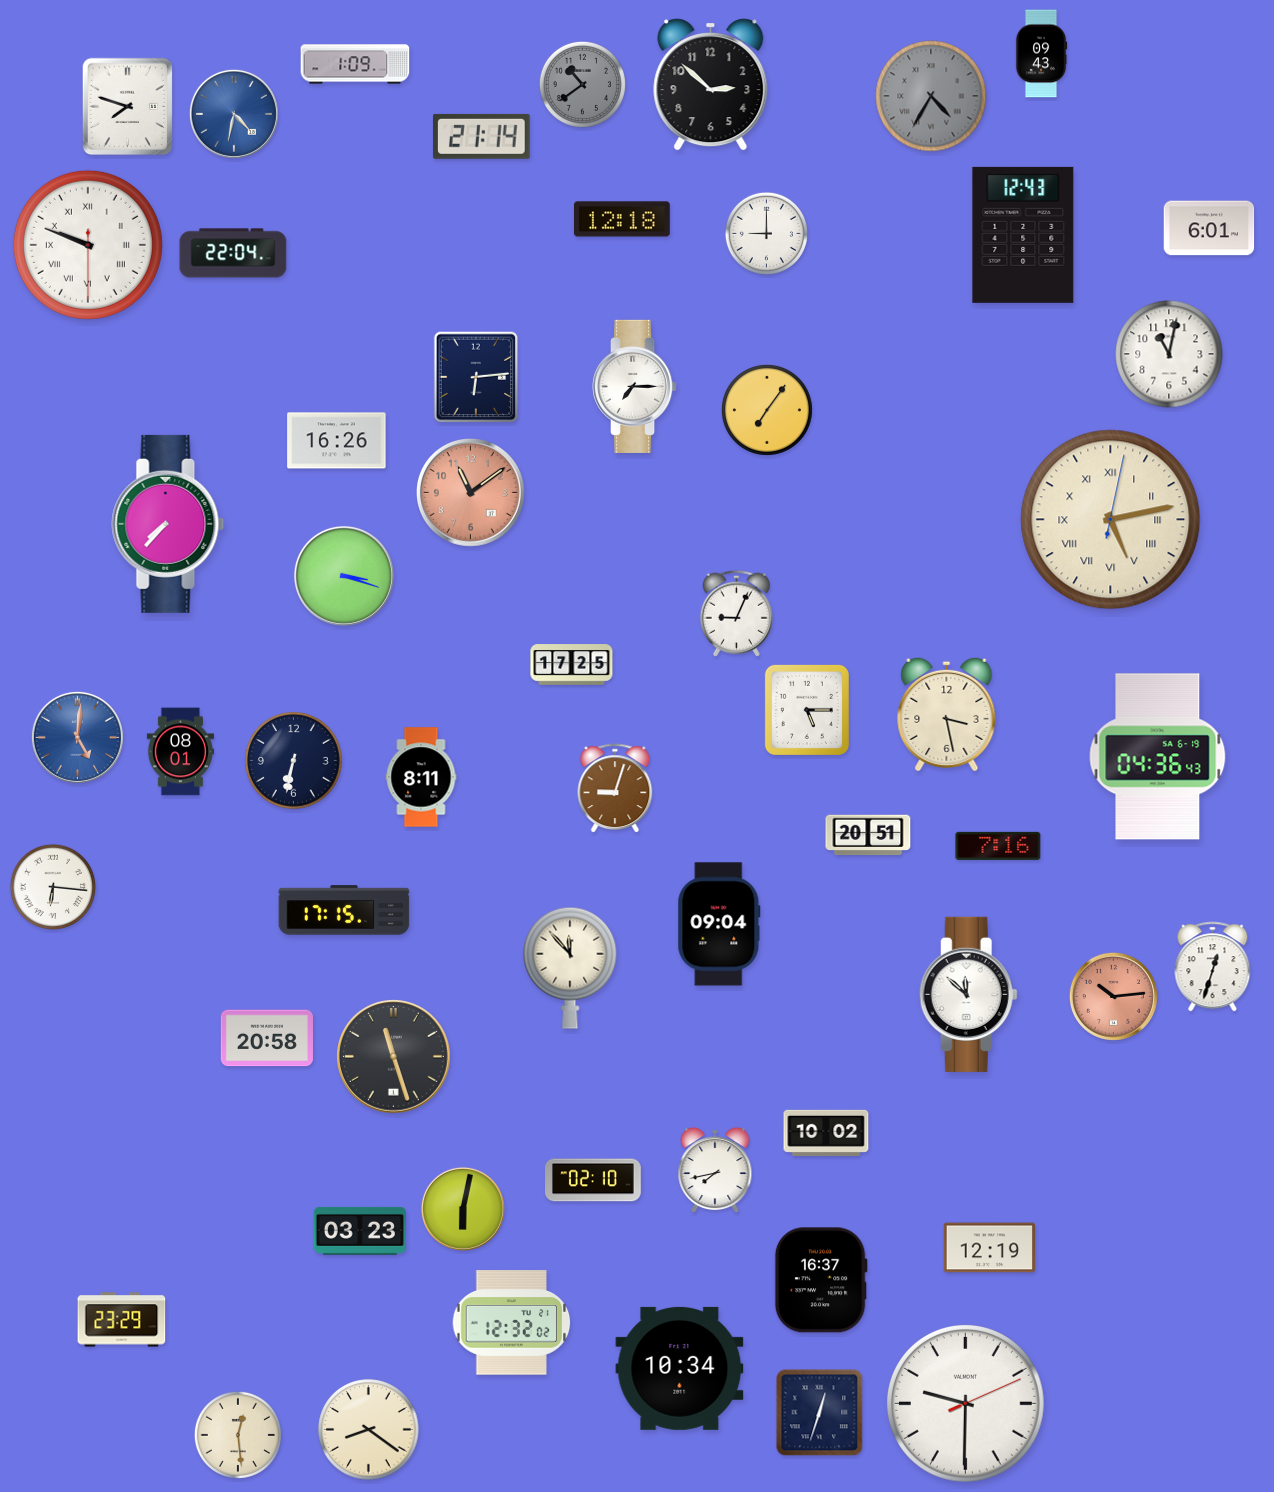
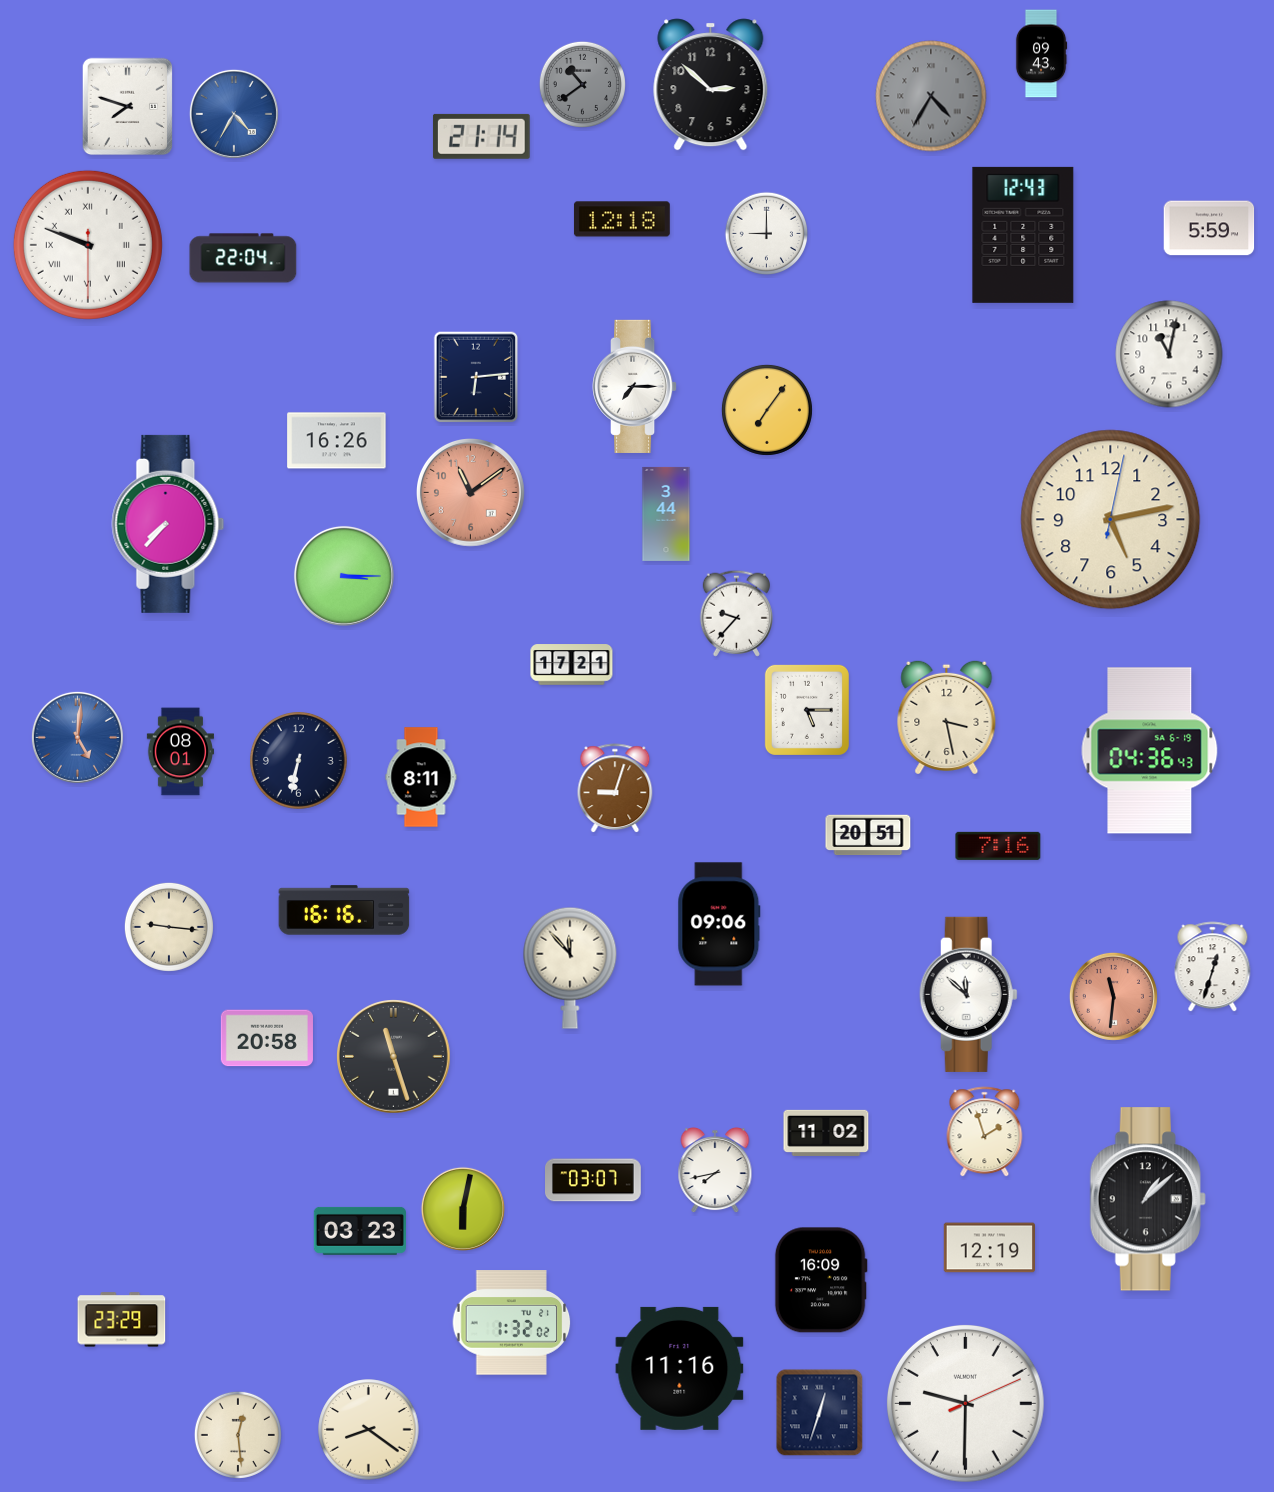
clock at (355, 64): 1:09 -> none
clock at (234, 114): 4:32 -> 4:35
clock at (1209, 228): 6:01 -> 5:59
clock at (233, 253) position: (233, 253) -> (243, 258)
clock at (666, 514): none -> 3:44
clock at (1111, 520) numerals: Roman -> Arabic
clock at (344, 576): 3:18 -> 3:15
clock at (736, 613): 9:04 -> 9:37
clock at (572, 665): 17:25 -> 17:21
clock at (947, 714) position: (947, 714) -> (947, 717)
clock at (1158, 757) position: (1158, 757) -> (1150, 751)
clock at (294, 761) position: (294, 761) -> (299, 761)
clock at (53, 887): 6:16 -> none
clock at (344, 910): 17:15 -> 16:16
clock at (719, 924): 09:04 -> 09:06
clock at (169, 927): none -> 9:16
clock at (1113, 996): 10:14 -> 11:31
clock at (985, 1132): none -> 1:57
clock at (826, 1133): 10:02 -> 11:02
clock at (594, 1180): 02:10 -> 03:07
clock at (1148, 1199): none -> 1:08
clock at (821, 1280): 16:37 -> 16:09
clock at (512, 1323): 12:32 -> 1:32
clock at (680, 1368): 10:34 -> 11:16
